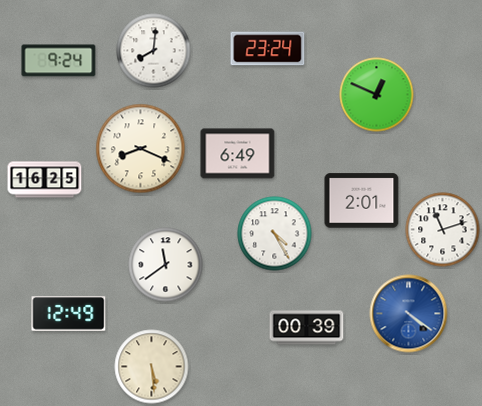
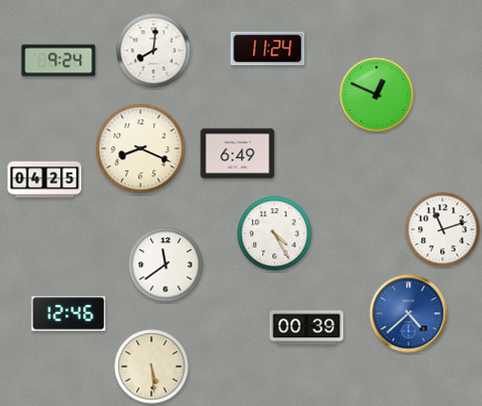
clock at (268, 49): 23:24 -> 11:24
clock at (45, 180): 16:25 -> 04:25
clock at (362, 201): 2:01 -> none
clock at (69, 314): 12:49 -> 12:46
clock at (409, 314): 4:21 -> 4:38
